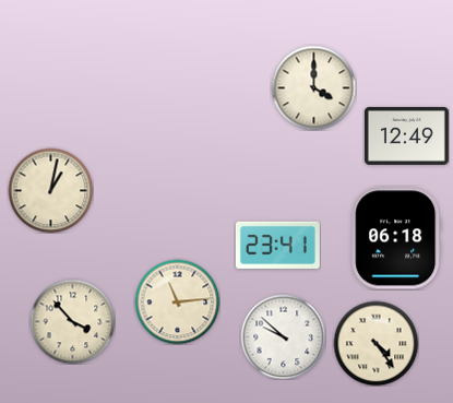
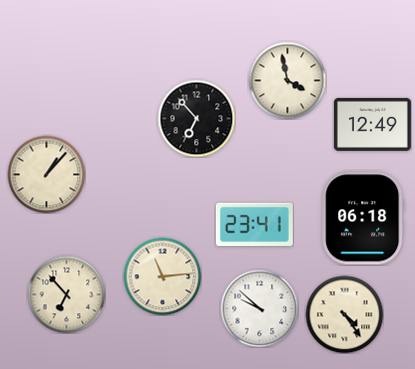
clock at (313, 87): 4:00 -> 3:58
clock at (196, 118): none -> 6:53
clock at (50, 190): 1:02 -> 1:07
clock at (72, 321): 3:53 -> 6:53
